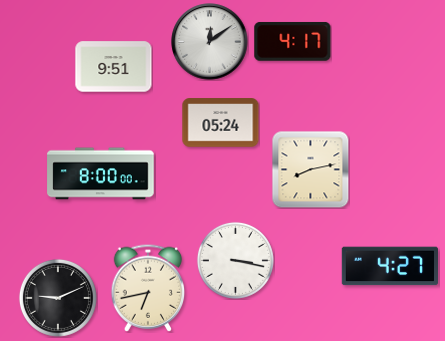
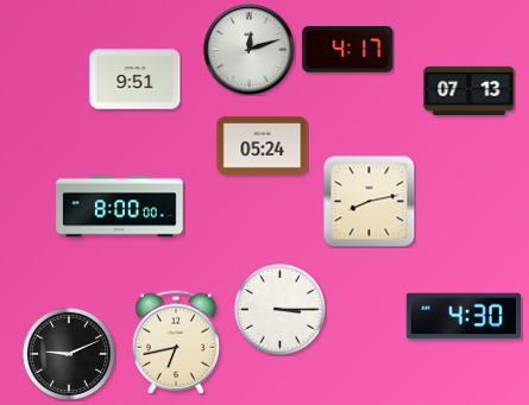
clock at (210, 42): 12:09 -> 12:12
clock at (470, 90): none -> 07:13
clock at (235, 260): 3:17 -> 3:15
clock at (389, 266): 4:27 -> 4:30
